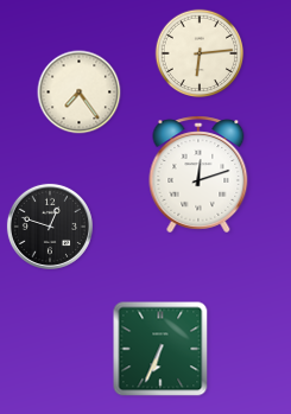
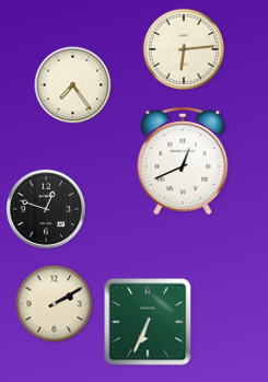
clock at (198, 174): 12:12 -> 12:41
clock at (55, 304): none -> 2:10
